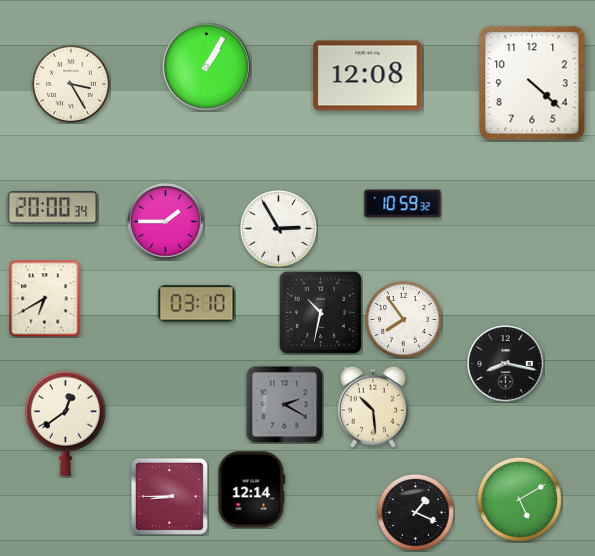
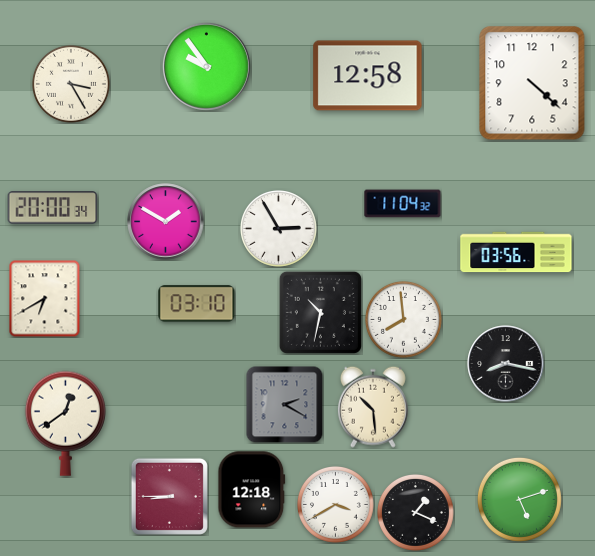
clock at (206, 66): 1:05 -> 9:54
clock at (368, 76): 12:08 -> 12:58
clock at (403, 204): 10:59 -> 11:04
clock at (166, 222): 1:45 -> 1:50
clock at (516, 252): none -> 03:56
clock at (404, 320): 7:54 -> 7:59
clock at (252, 490): 12:14 -> 12:18
clock at (519, 499): 5:10 -> 5:12
clock at (336, 505): none -> 3:40
